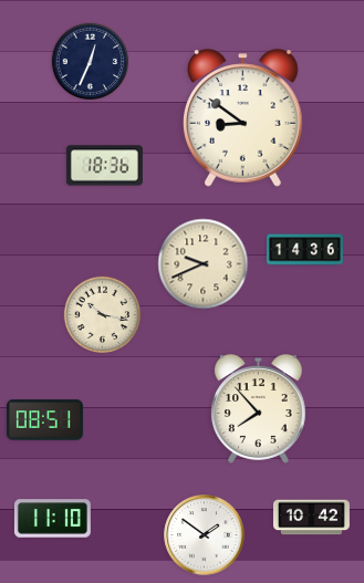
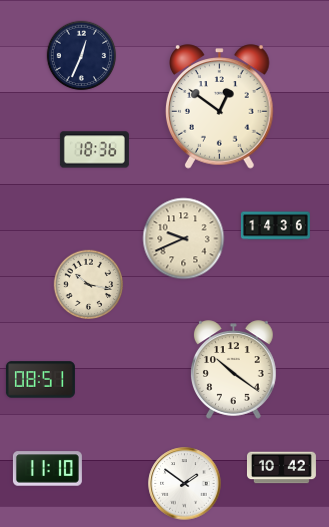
clock at (243, 118): 8:51 -> 12:51
clock at (103, 315) position: (103, 315) -> (89, 285)
clock at (259, 409): 7:53 -> 10:21
